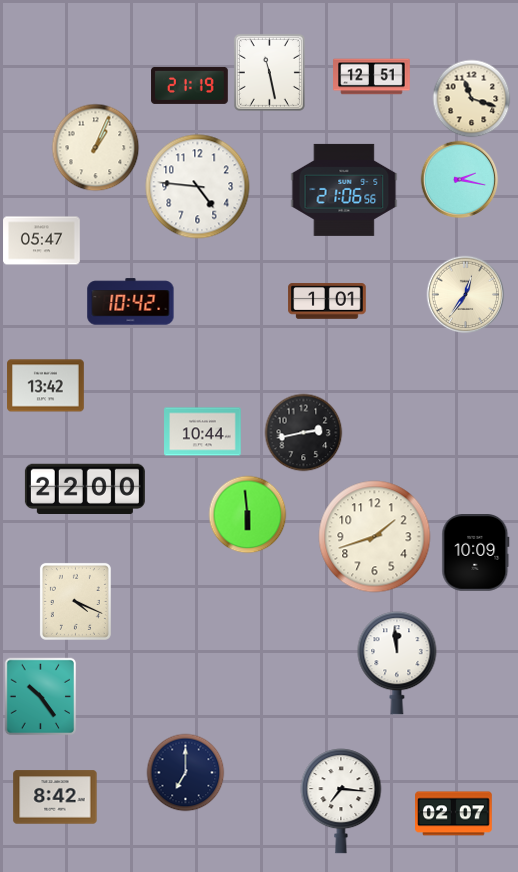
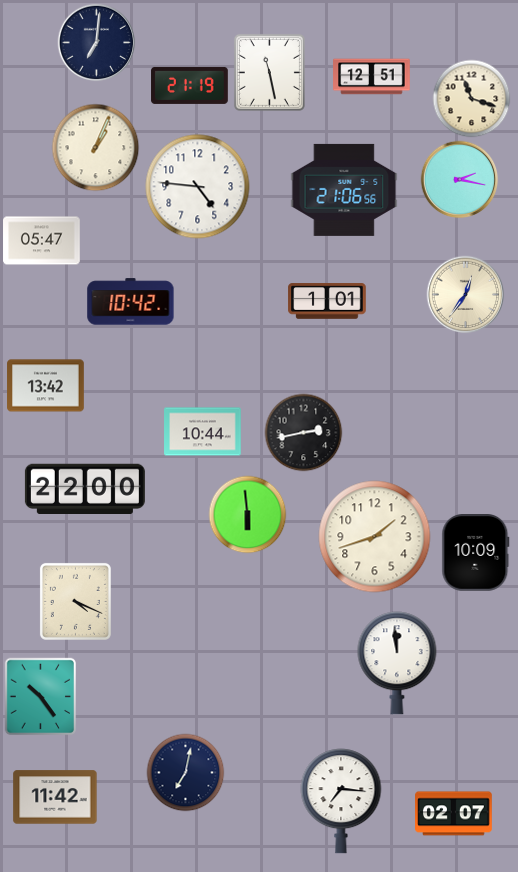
clock at (96, 42): none -> 7:01
clock at (185, 772): 7:00 -> 7:02
clock at (55, 797): 8:42 -> 11:42
